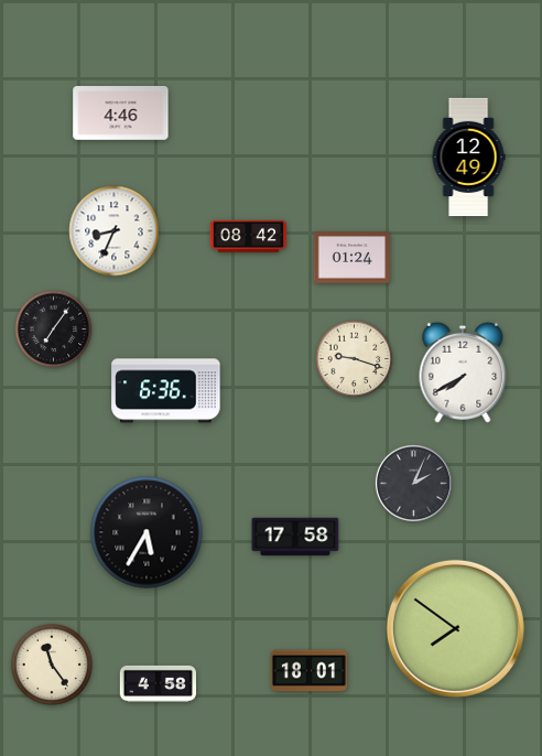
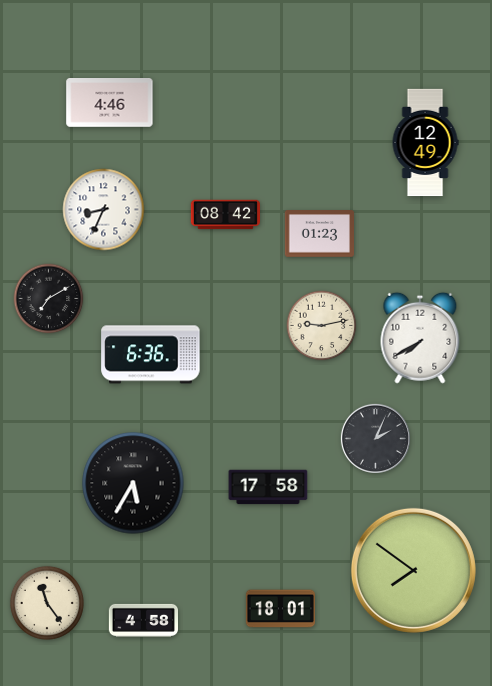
clock at (351, 258): 01:24 -> 01:23
clock at (54, 330): 7:06 -> 7:10
clock at (355, 359): 9:18 -> 9:13
